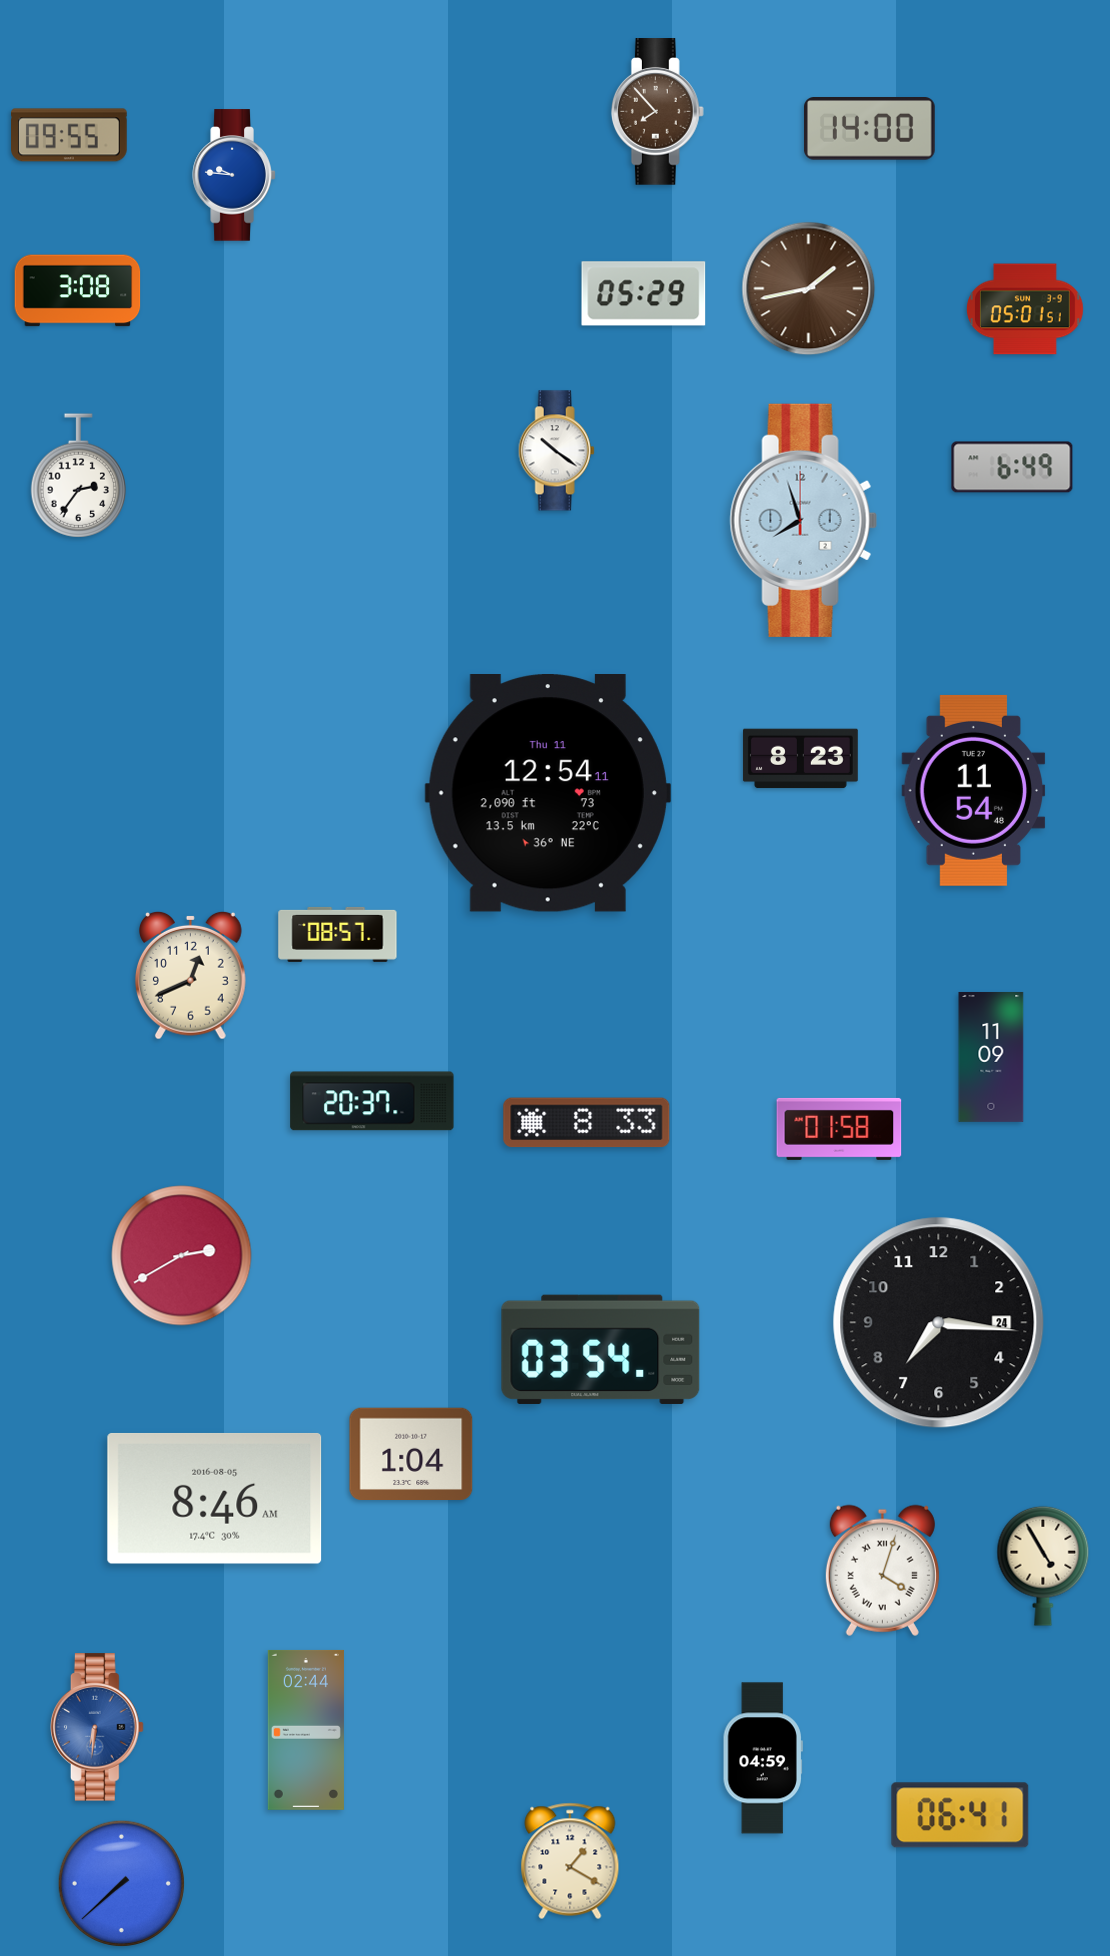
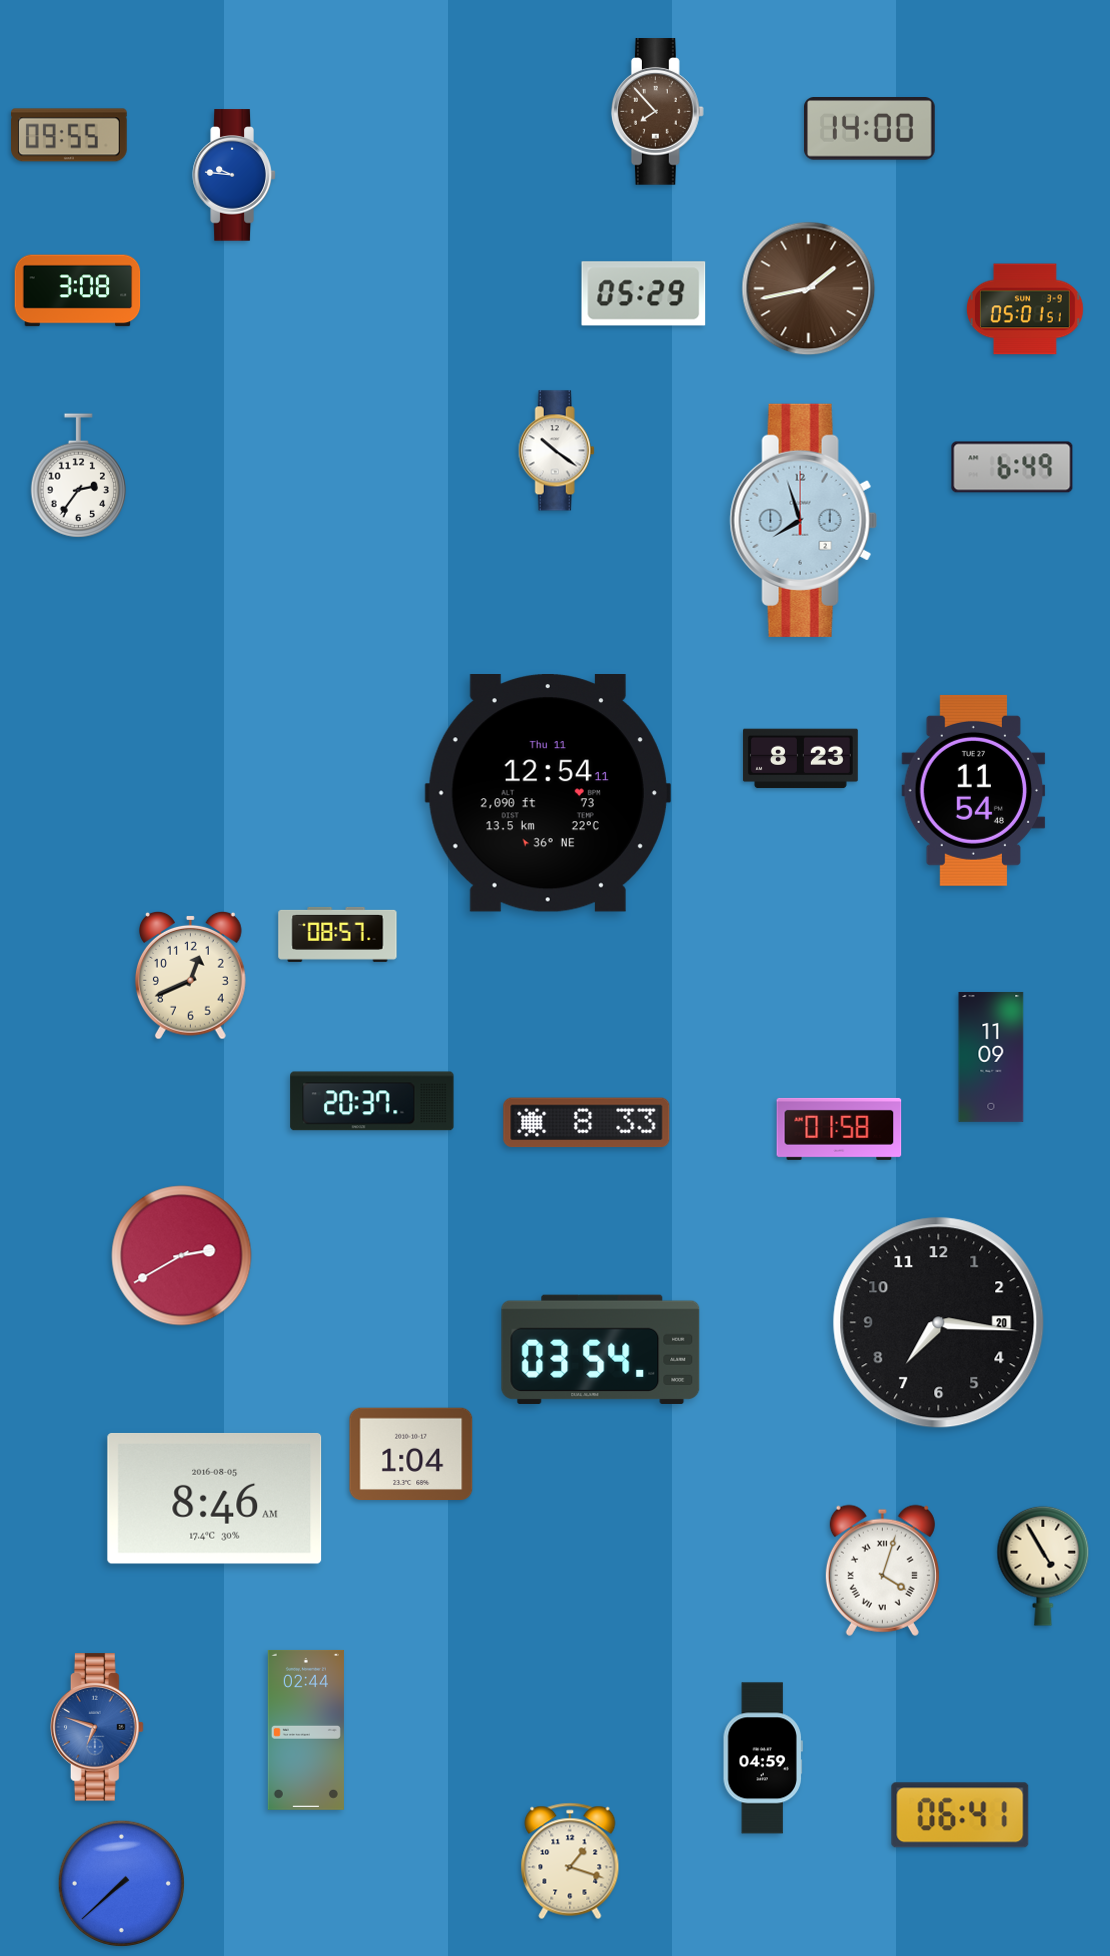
clock at (939, 1323) date: 24 -> 20
clock at (98, 1727): 6:31 -> 6:48
clock at (570, 1861): 1:20 -> 1:18
